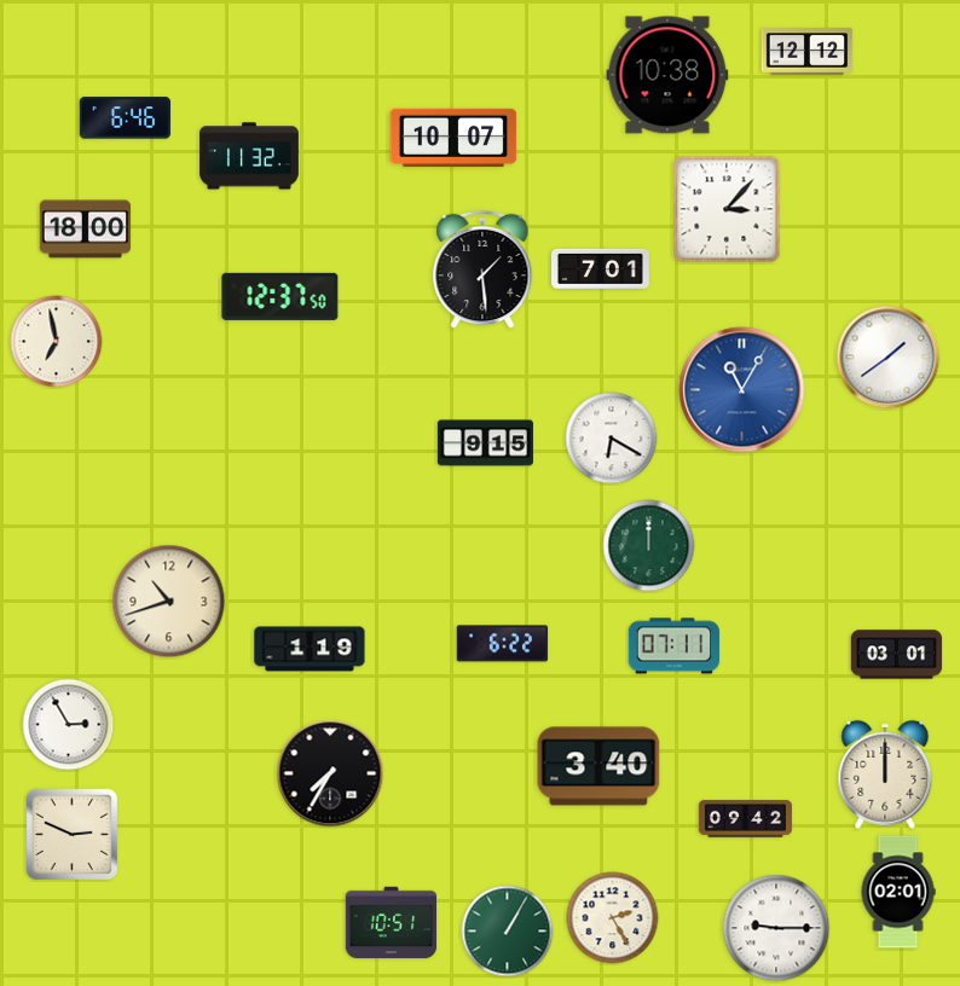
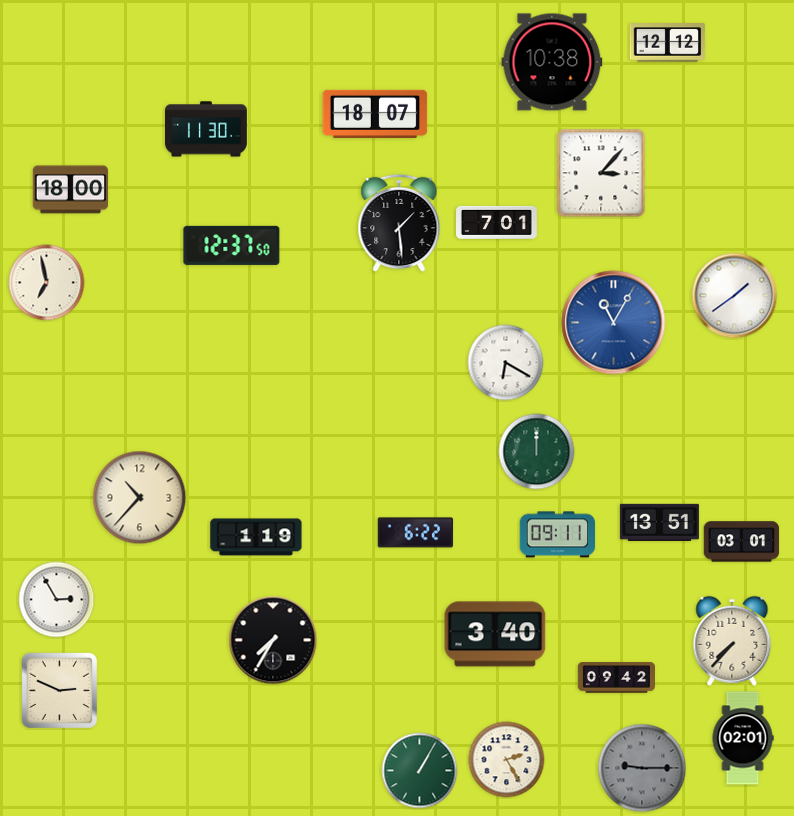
clock at (126, 118): 6:46 -> none
clock at (453, 138): 10:07 -> 18:07
clock at (250, 156): 11:32 -> 11:30
clock at (485, 443): 9:15 -> none
clock at (169, 602): 10:42 -> 10:37
clock at (659, 522): none -> 13:51
clock at (675, 646): 07:11 -> 09:11
clock at (885, 775): 12:00 -> 7:37
clock at (392, 923): 10:51 -> none
clock at (776, 928) dial: white -> grey
